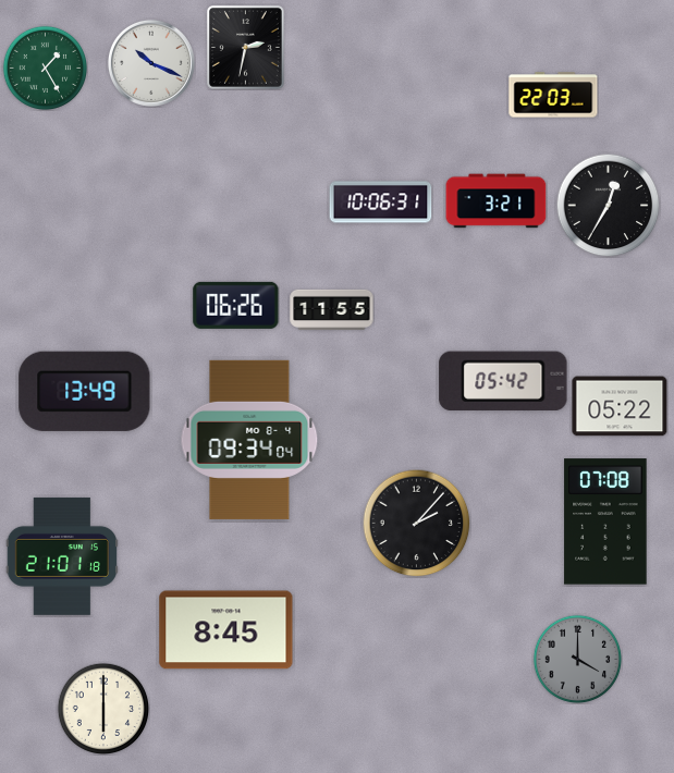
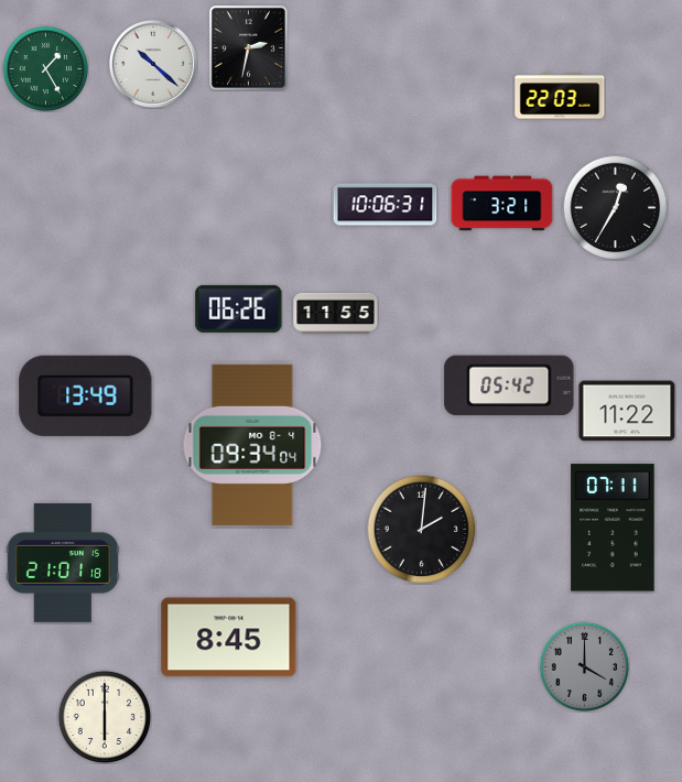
clock at (151, 63): 10:19 -> 10:22
clock at (620, 406): 05:22 -> 11:22
clock at (605, 522): 07:08 -> 07:11
clock at (417, 524): 2:07 -> 2:01
